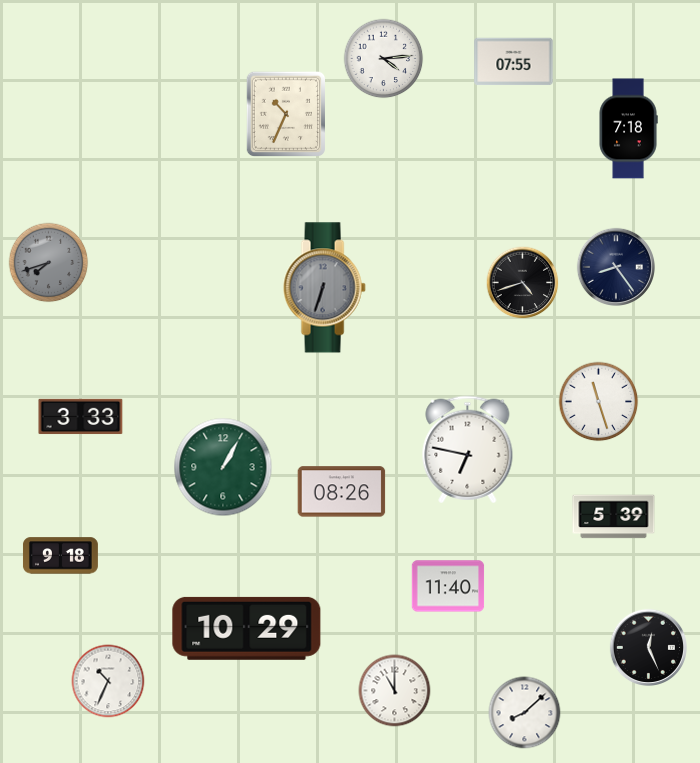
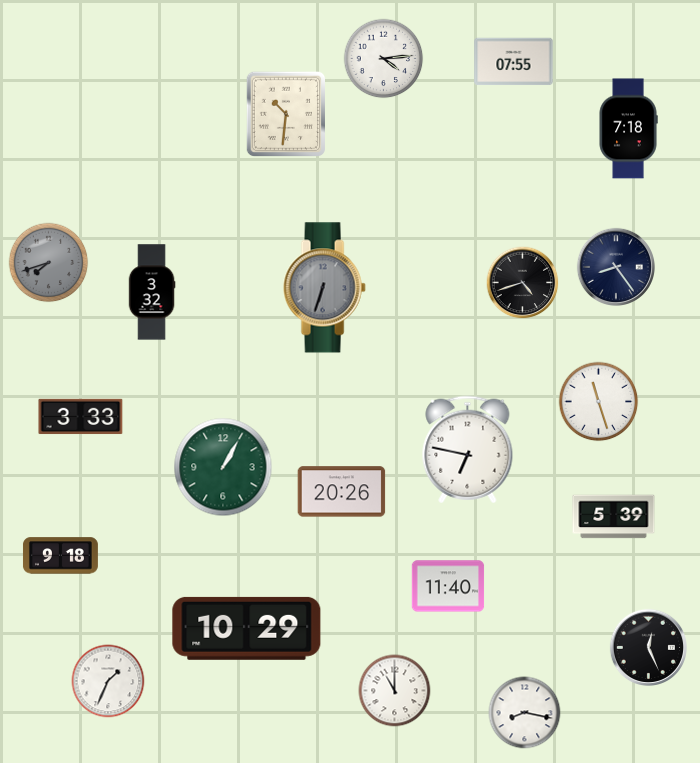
clock at (285, 113): 10:34 -> 10:31
clock at (152, 292): none -> 3:32
clock at (342, 492): 08:26 -> 20:26
clock at (108, 681): 10:34 -> 1:34
clock at (525, 713): 8:08 -> 8:17
